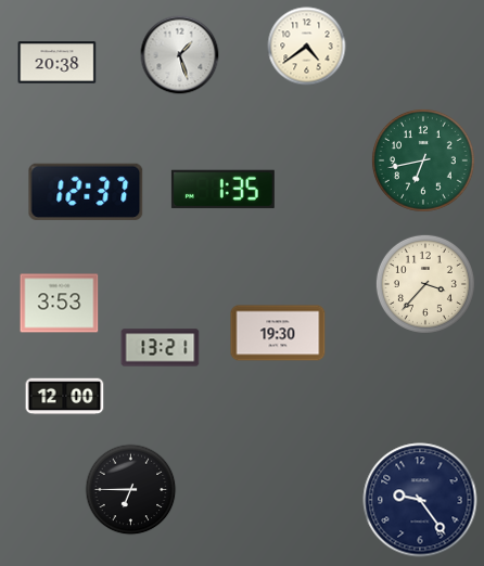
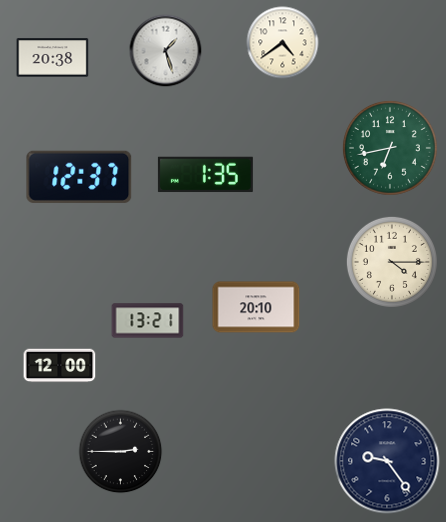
clock at (425, 284): 3:37 -> 4:15
clock at (60, 304): 3:53 -> none
clock at (278, 333): 19:30 -> 20:10
clock at (131, 490): 6:45 -> 2:45
